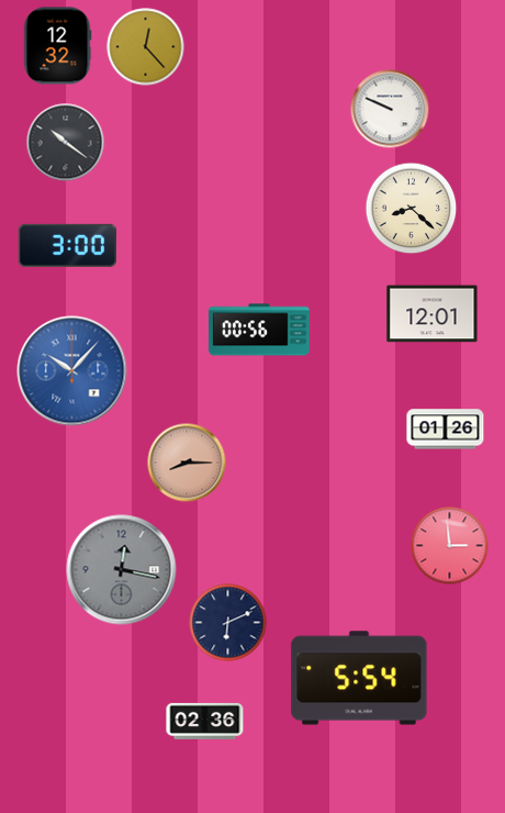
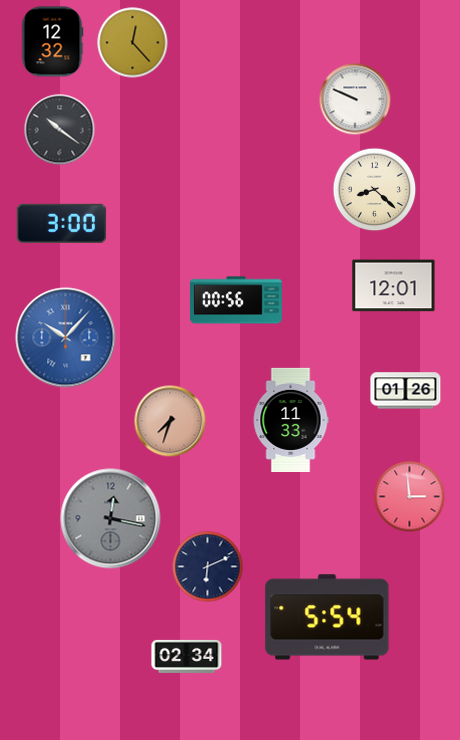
clock at (291, 420): none -> 11:33
clock at (187, 463): 8:15 -> 7:33
clock at (205, 721): 02:36 -> 02:34
